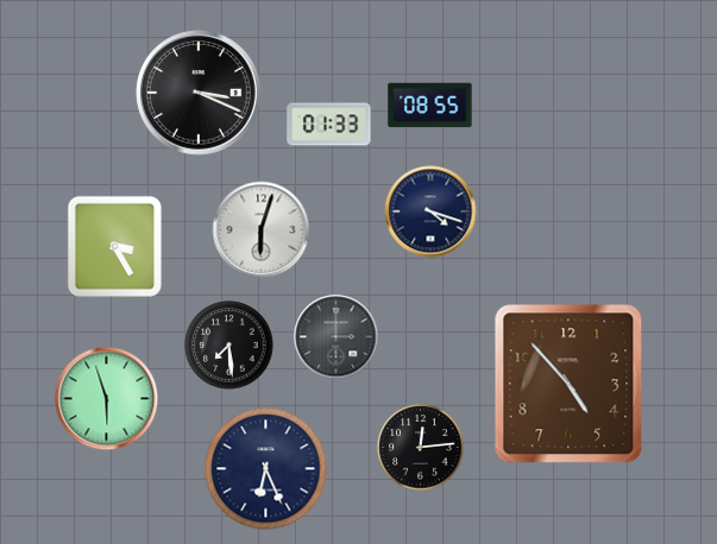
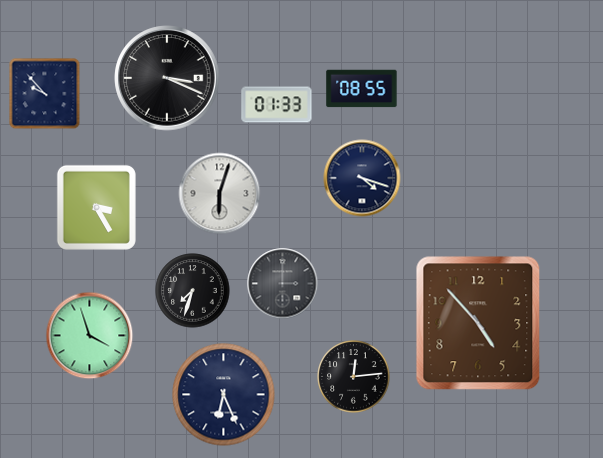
clock at (45, 94): none -> 9:53
clock at (229, 346): 7:29 -> 7:33
clock at (107, 399): 5:57 -> 3:57
